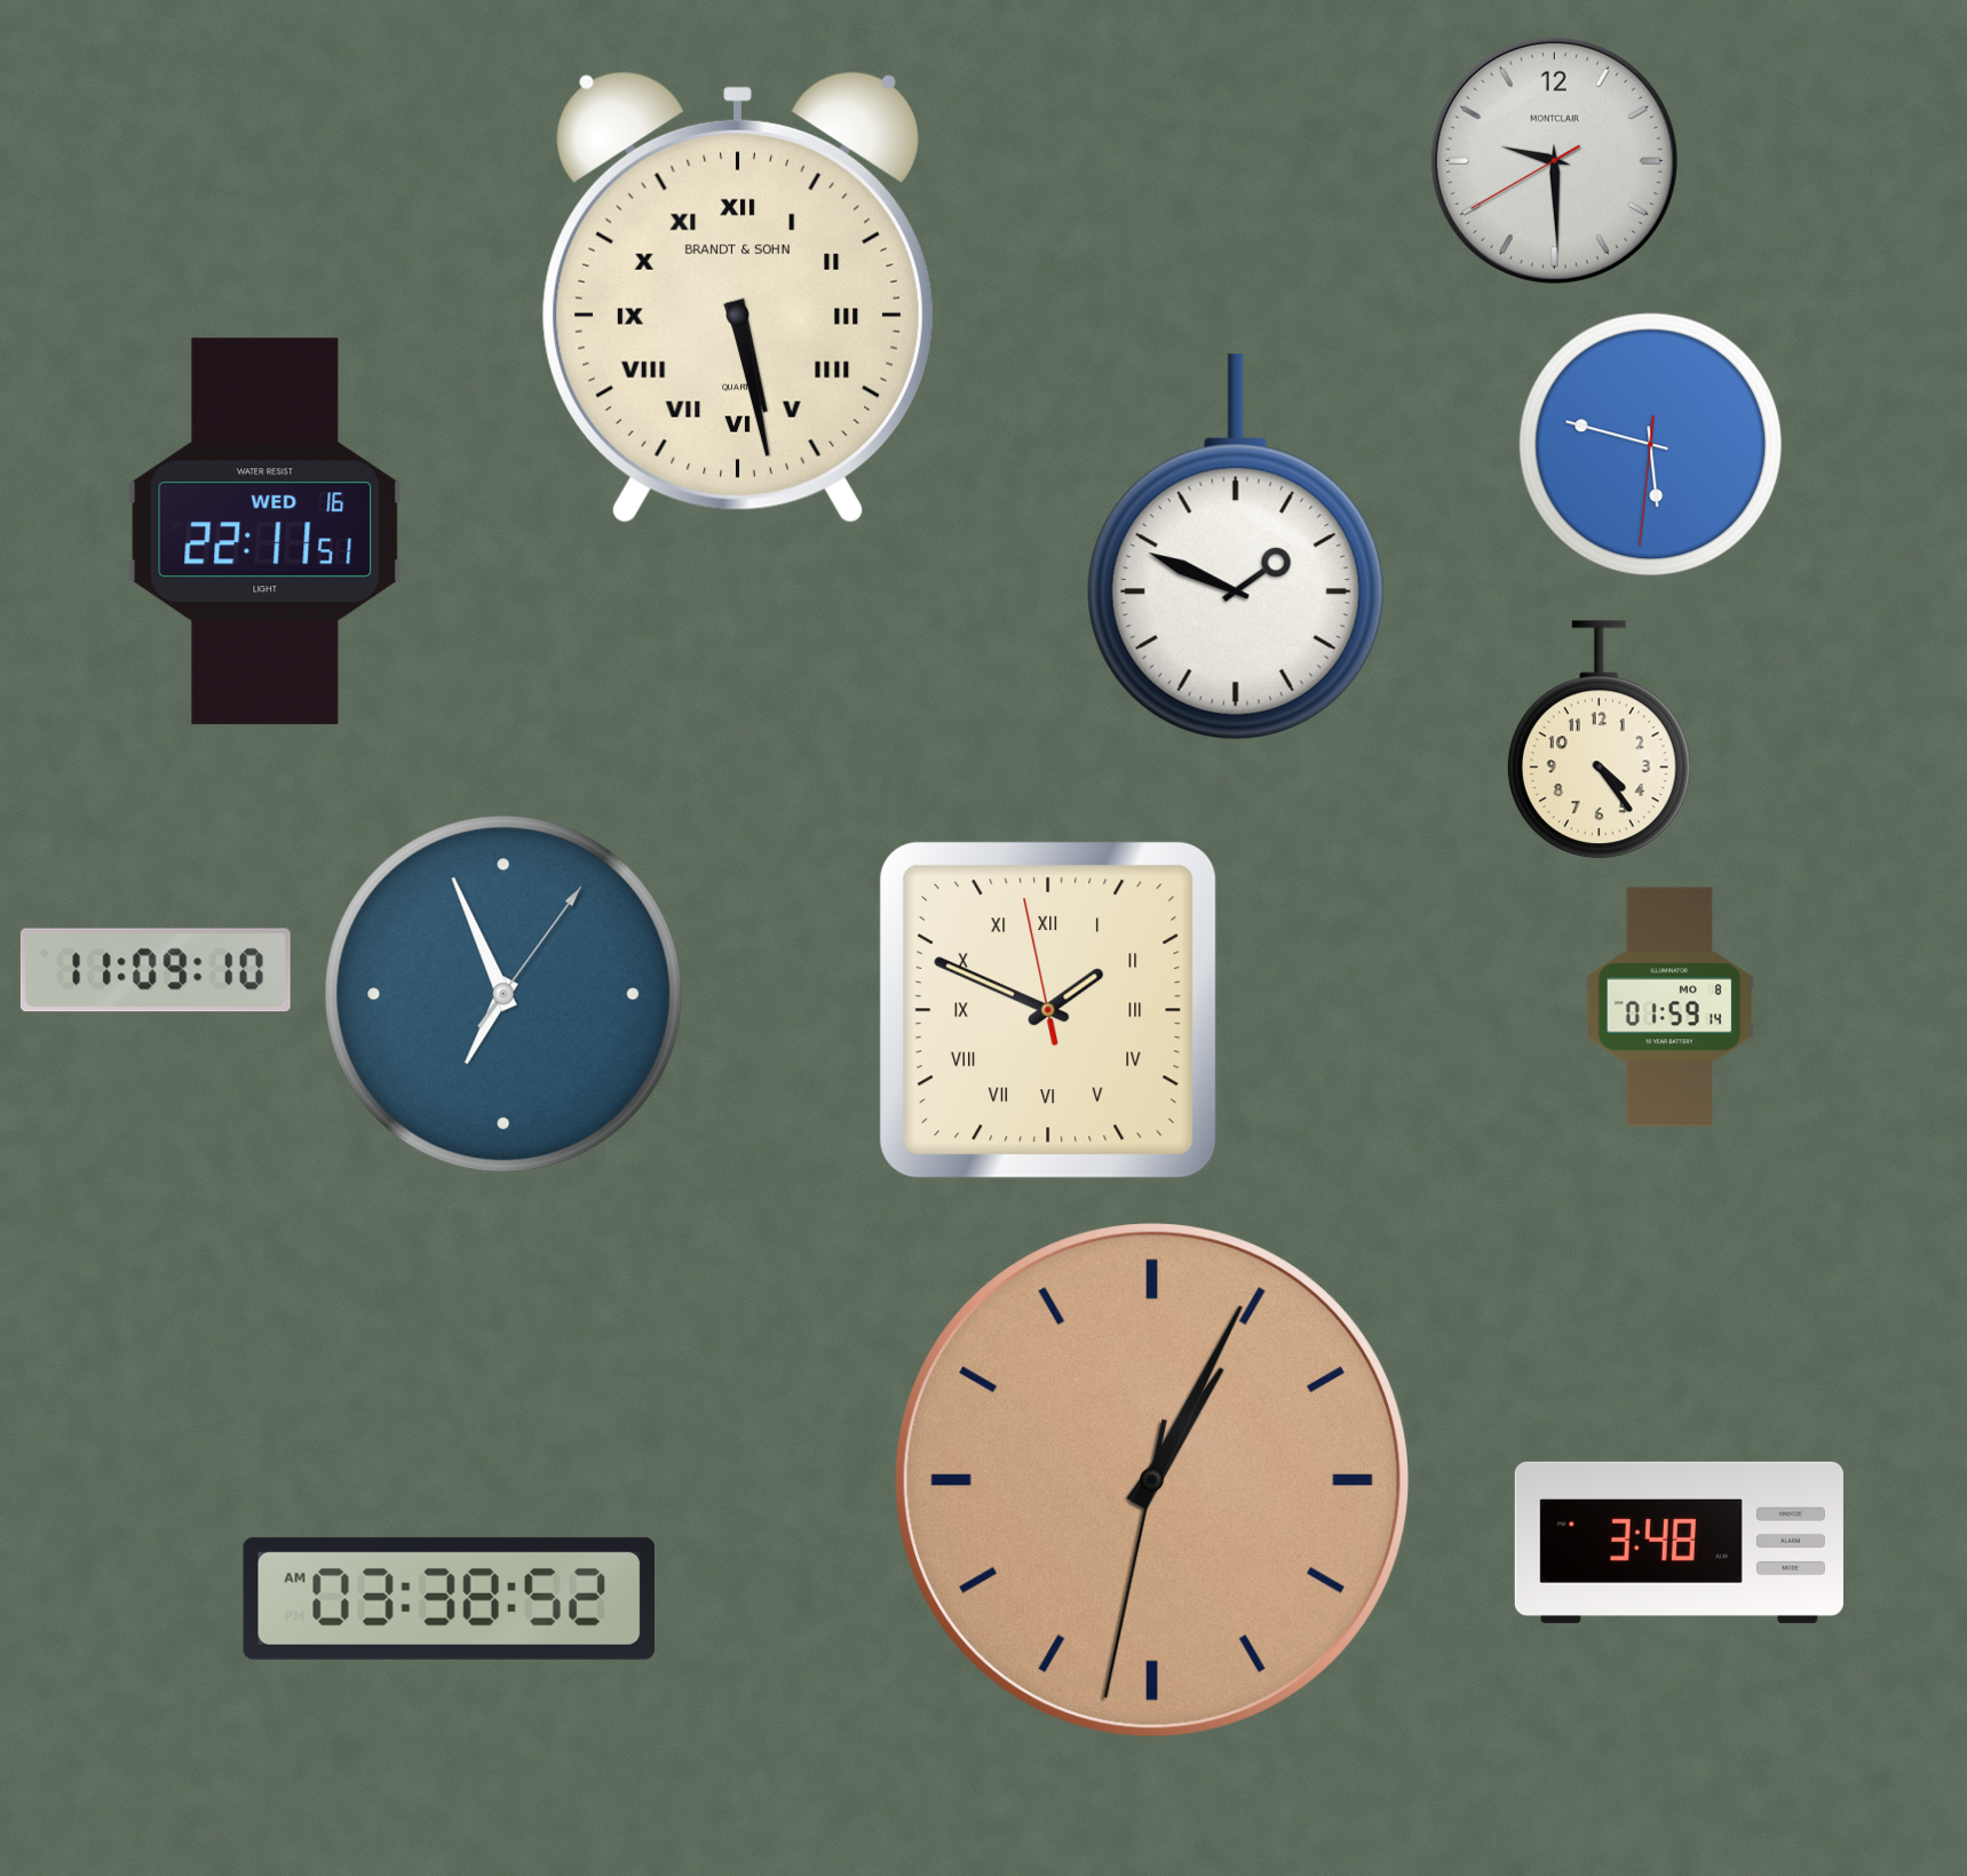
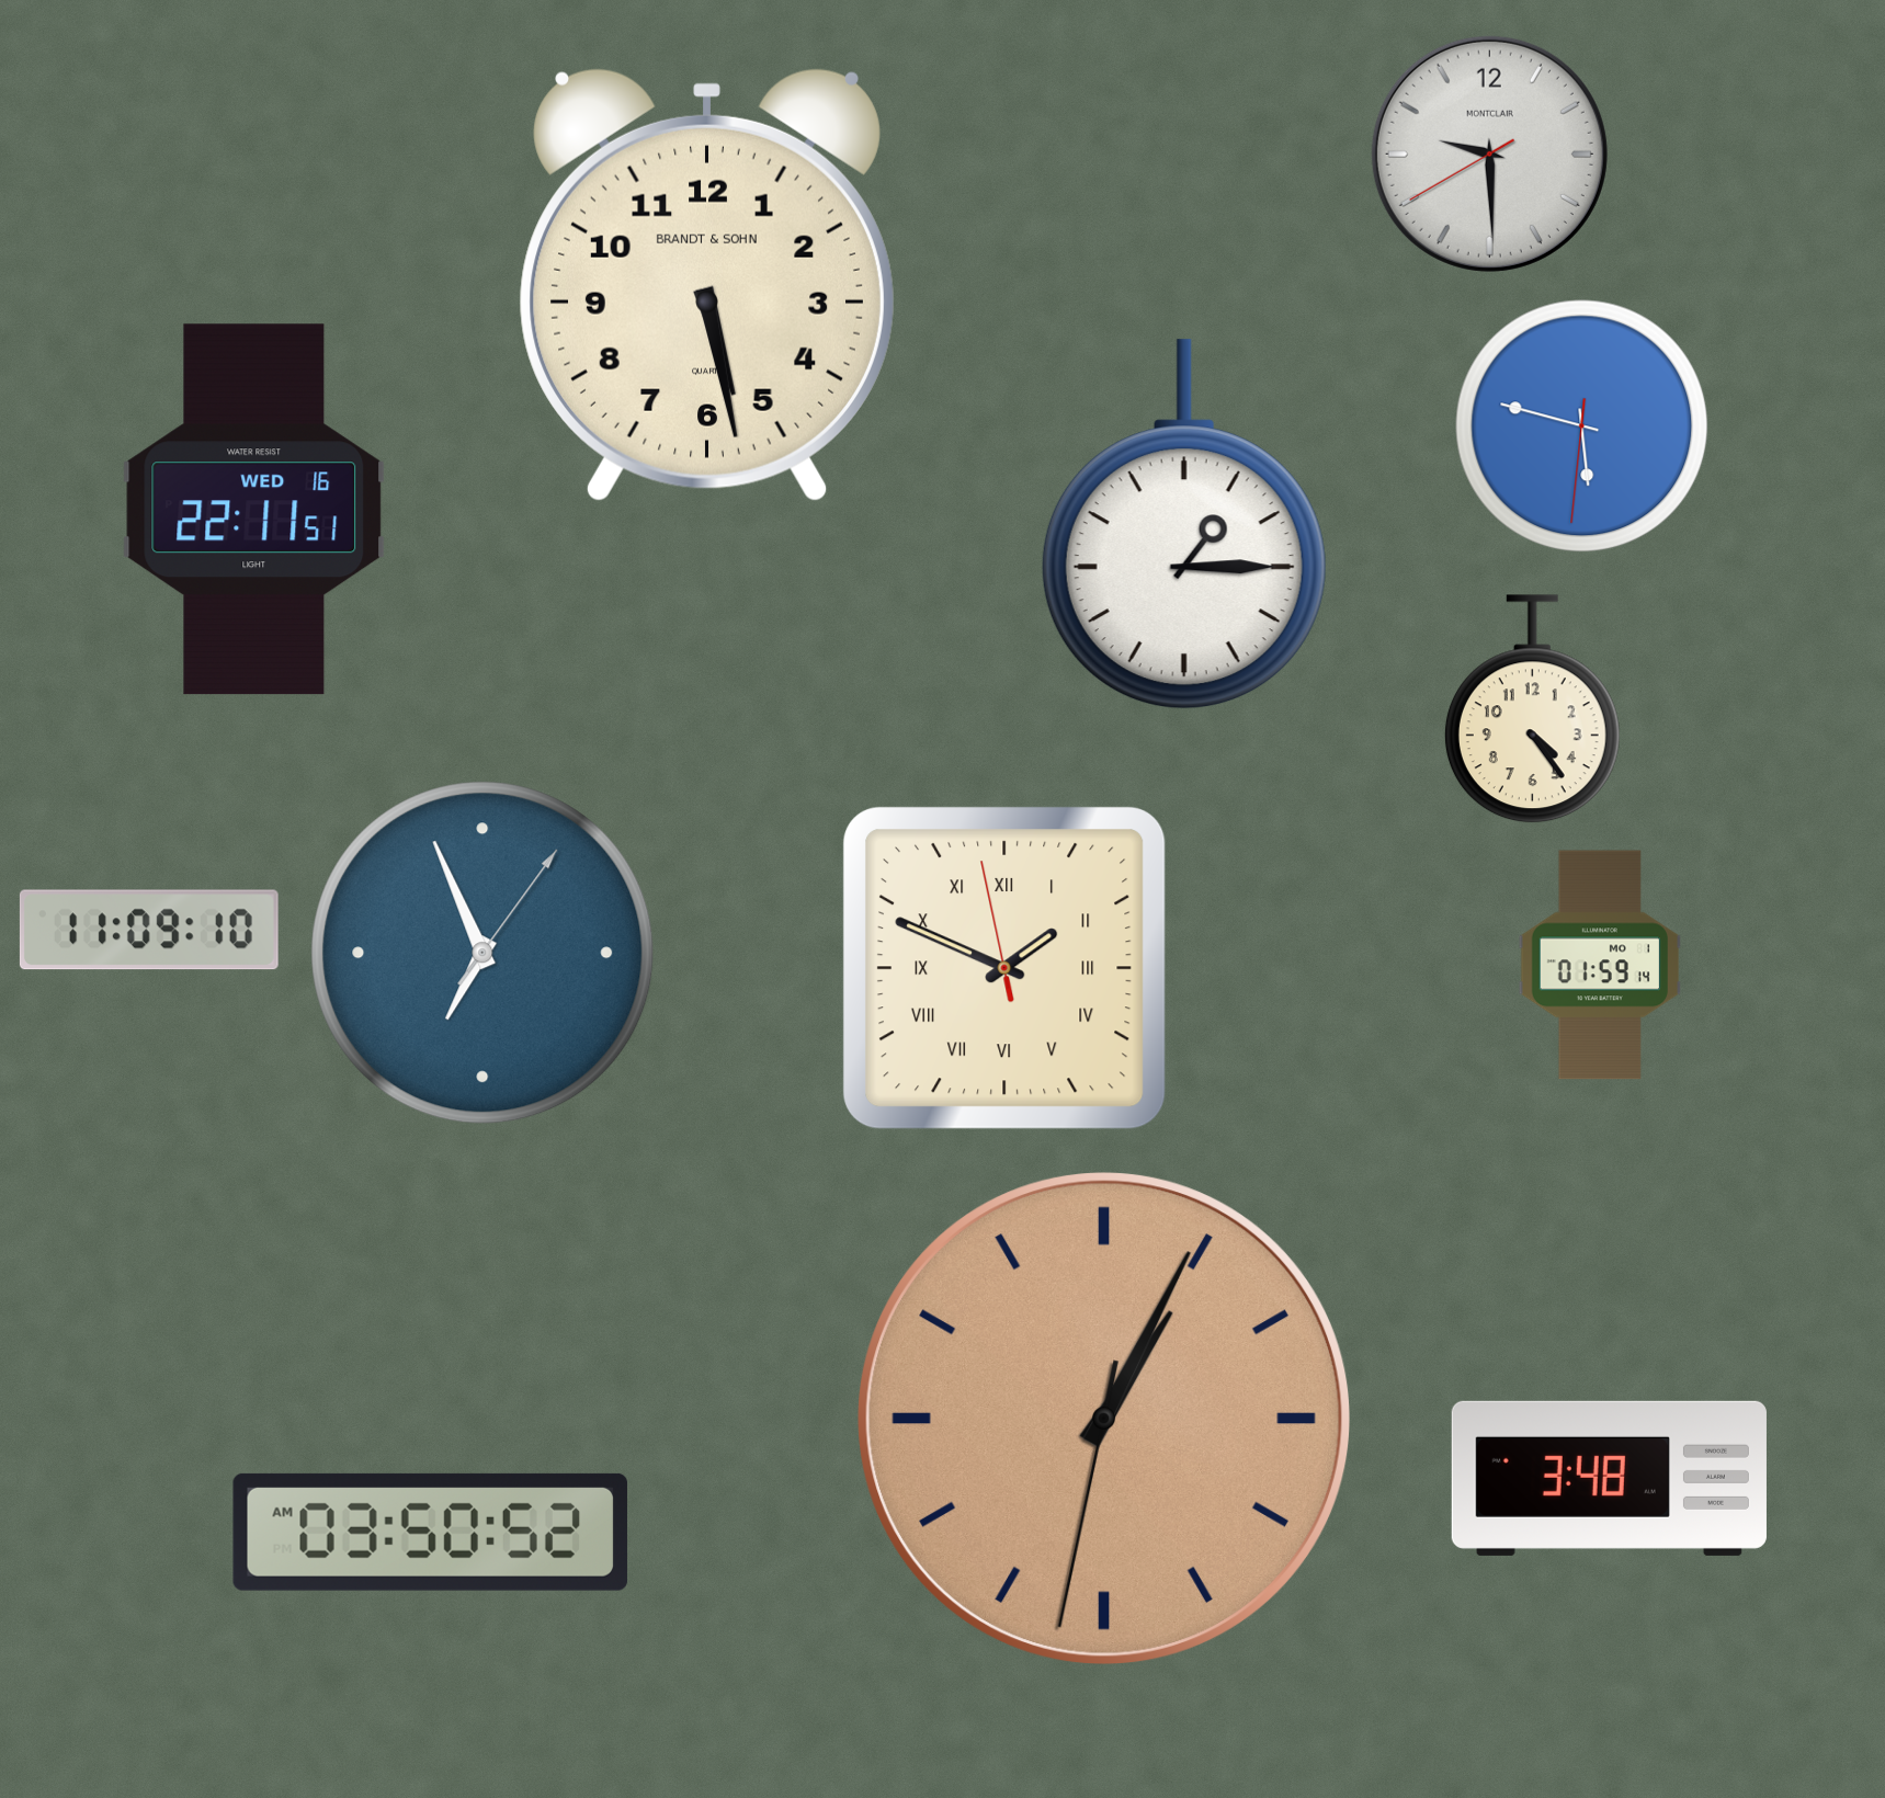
clock at (738, 296) numerals: Roman -> Arabic
clock at (1236, 548): 1:49 -> 1:15
clock at (1668, 1007) date: MO 8 -> MO 1
clock at (449, 1598): 03:38 -> 03:50
